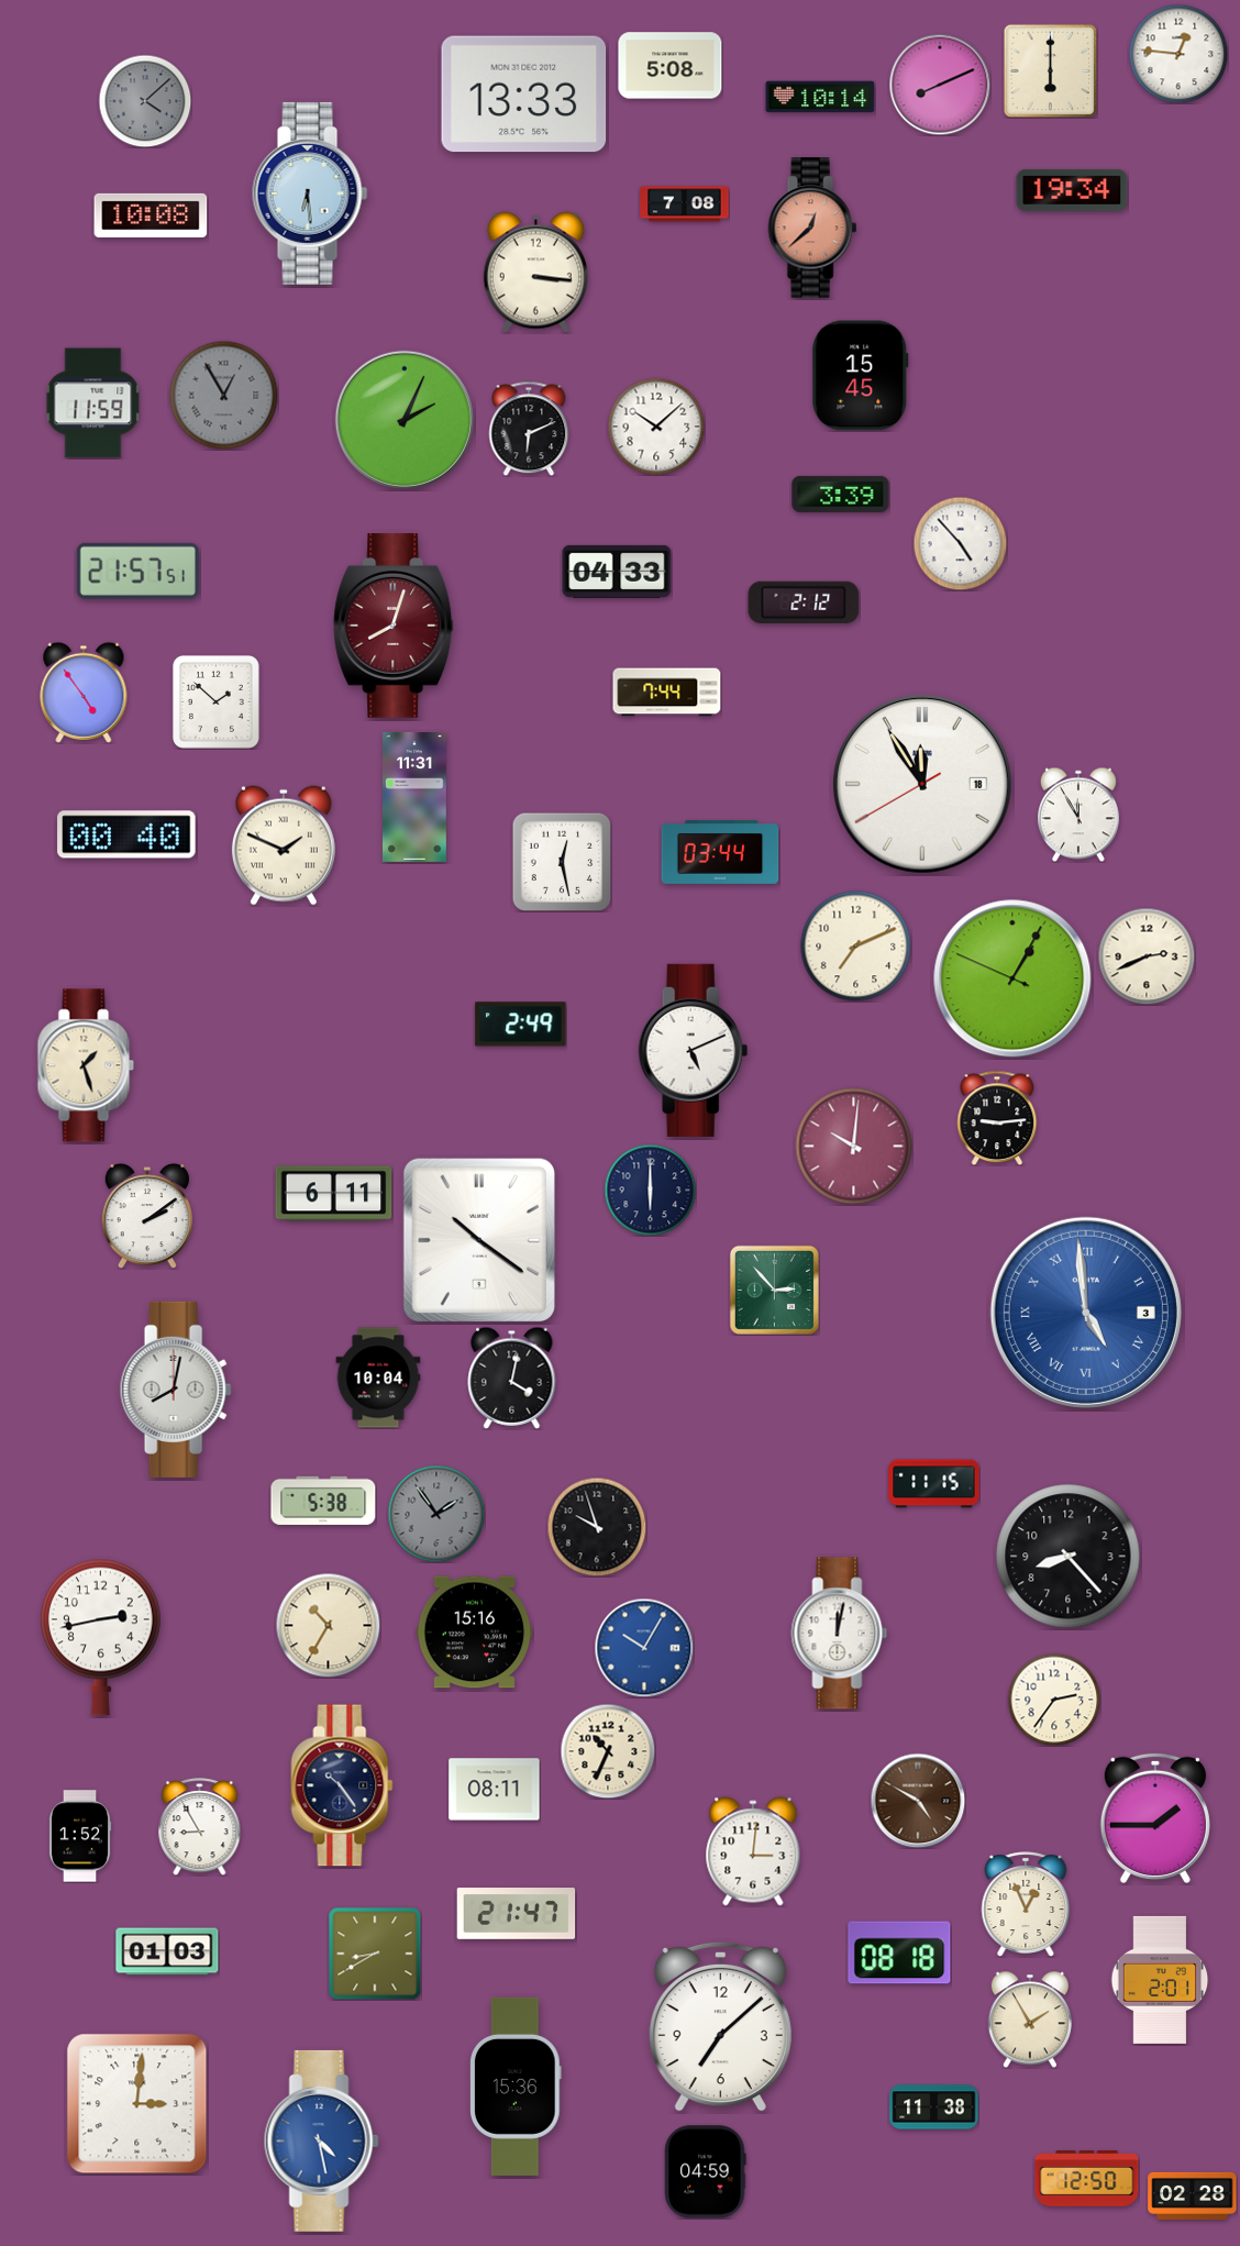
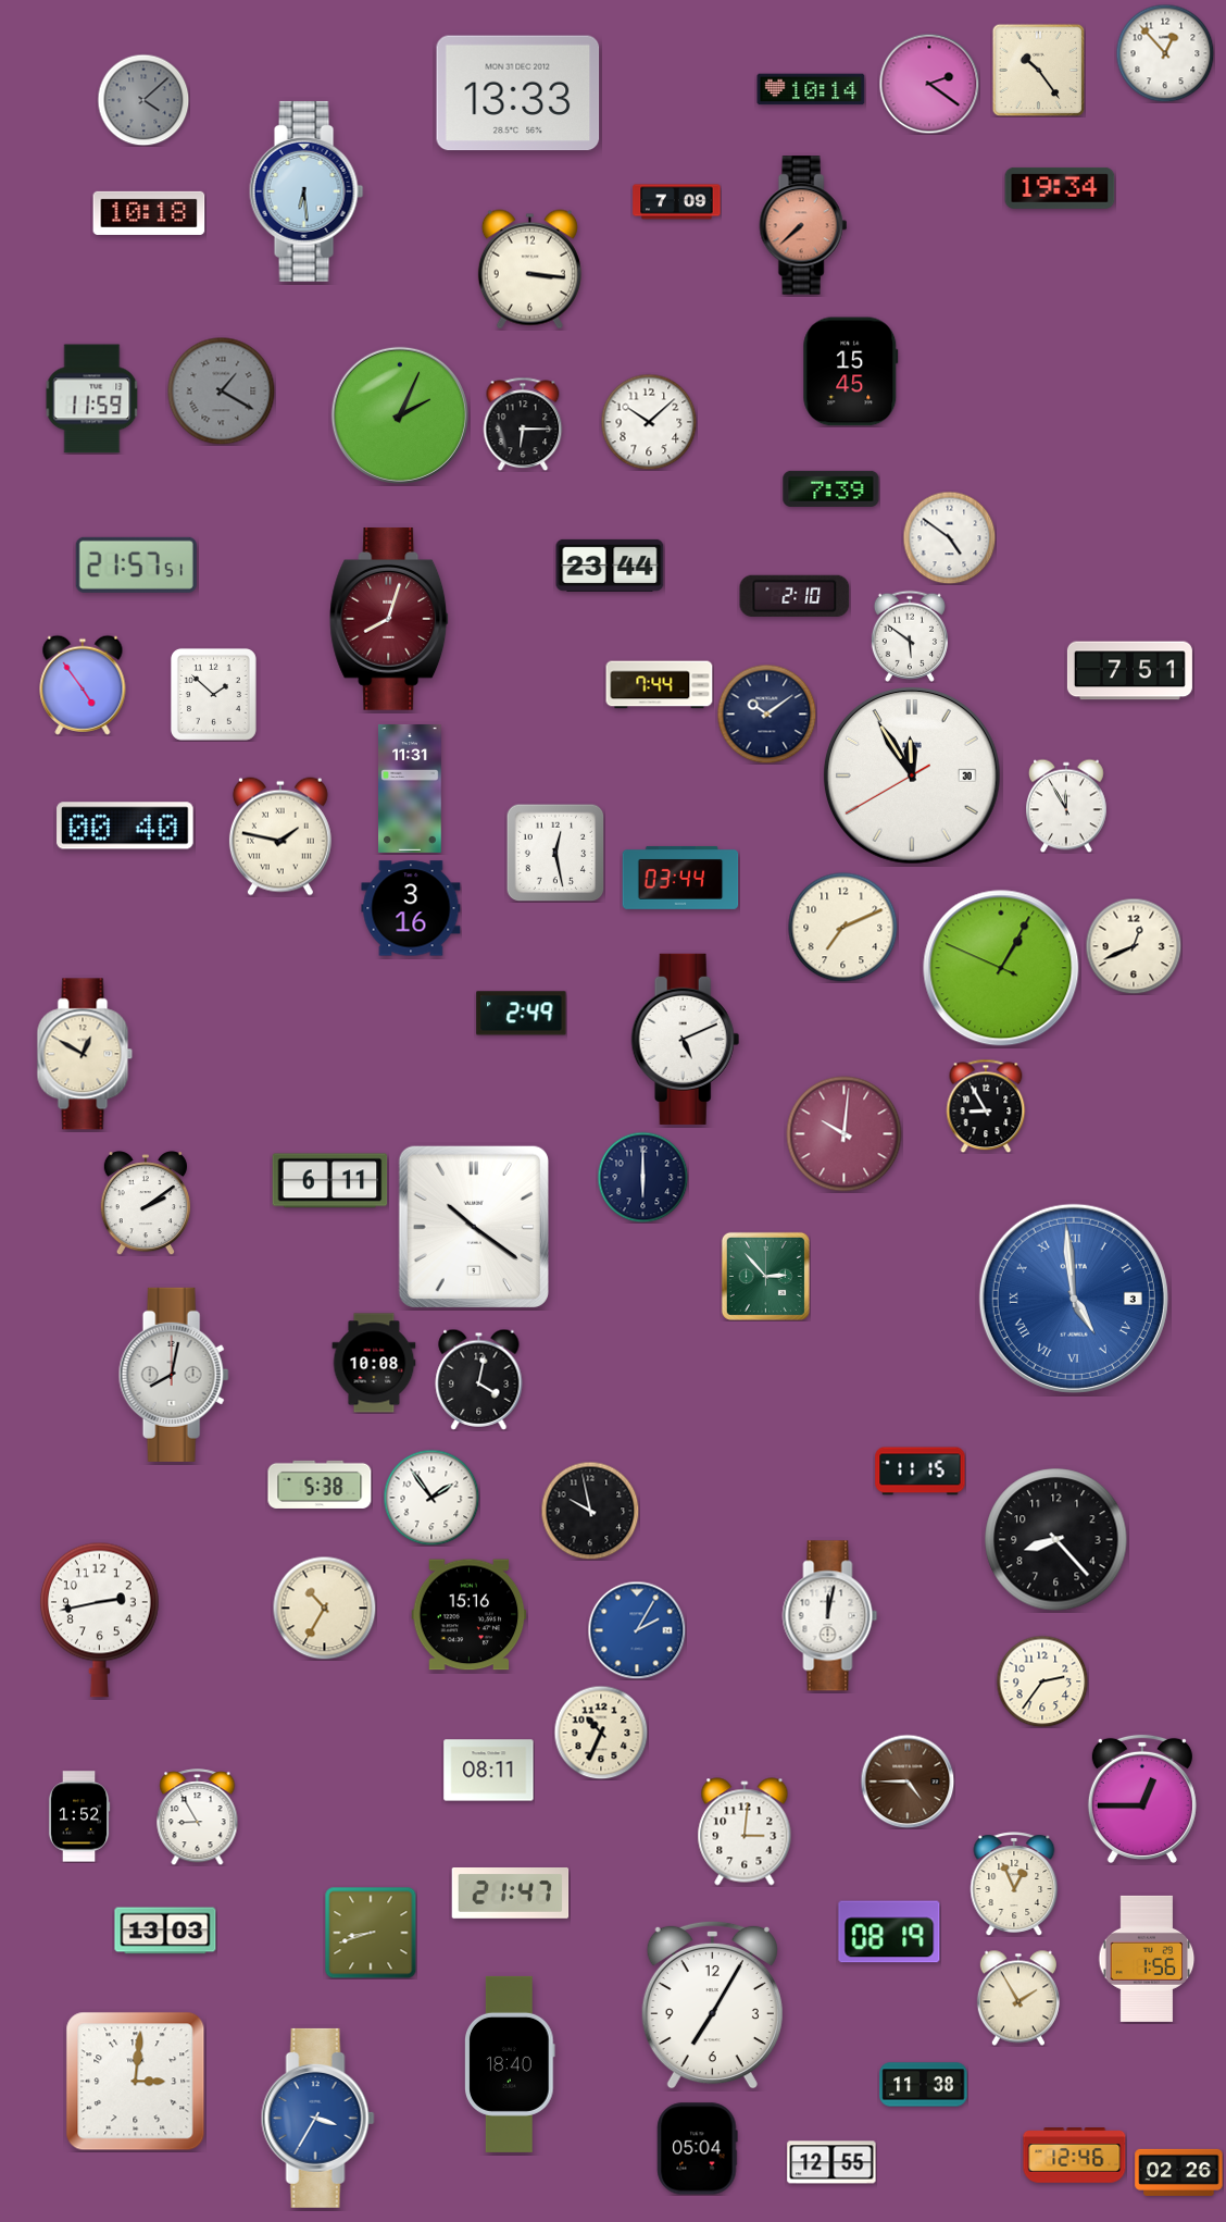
clock at (1178, 54): 12:46 -> 12:53
clock at (671, 66): 5:08 -> none
clock at (1050, 70): 6:00 -> 10:24
clock at (940, 85): 8:11 -> 2:21
clock at (820, 97) position: (820, 97) -> (811, 89)
clock at (685, 204): 7:08 -> 7:09
clock at (151, 215): 10:08 -> 10:18
clock at (812, 228): 12:38 -> 7:38
clock at (224, 396): 12:55 -> 1:20
clock at (529, 429): 6:11 -> 6:15
clock at (841, 494): 3:39 -> 7:39
clock at (960, 543): 4:53 -> 4:51
clock at (617, 572): 04:33 -> 23:44
clock at (804, 602): 2:12 -> 2:10
clock at (910, 636): none -> 5:51
clock at (1129, 671): none -> 7:51
clock at (766, 713): none -> 10:09
clock at (922, 784) date: 18 -> 30
clock at (284, 845): 1:49 -> 1:47
clock at (720, 852) position: (720, 852) -> (680, 878)
clock at (411, 908): none -> 3:16
clock at (856, 947) position: (856, 947) -> (843, 928)
clock at (1147, 956): 2:41 -> 12:41
clock at (521, 1025) position: (521, 1025) -> (522, 1014)
clock at (86, 1065): 1:27 -> 12:50
clock at (997, 1118): 9:14 -> 8:55
clock at (378, 1378): 10:04 -> 10:08
clock at (512, 1378) position: (512, 1378) -> (479, 1379)
clock at (934, 1484) position: (934, 1484) -> (921, 1472)
clock at (436, 1514) dial: grey -> white
clock at (597, 1527): 9:57 -> 9:58
clock at (644, 1648): 10:05 -> 2:05
clock at (342, 1785): 10:24 -> none
clock at (918, 1801): 4:50 -> 4:45
clock at (1155, 1818): 1:45 -> 12:45
clock at (200, 1827) position: (200, 1827) -> (198, 1817)
clock at (167, 1951): 01:03 -> 13:03
clock at (899, 1952): 08:18 -> 08:19
clock at (375, 1954): 8:40 -> 8:42
clock at (1160, 1980): 2:01 -> 1:56
clock at (720, 2026): 7:08 -> 7:05
clock at (517, 2087): 15:36 -> 18:40
clock at (321, 2140): 4:28 -> 3:35
clock at (706, 2172): 04:59 -> 05:04
clock at (1087, 2179): 12:50 -> 12:46
clock at (831, 2162): none -> 12:55
clock at (1193, 2195): 02:28 -> 02:26
